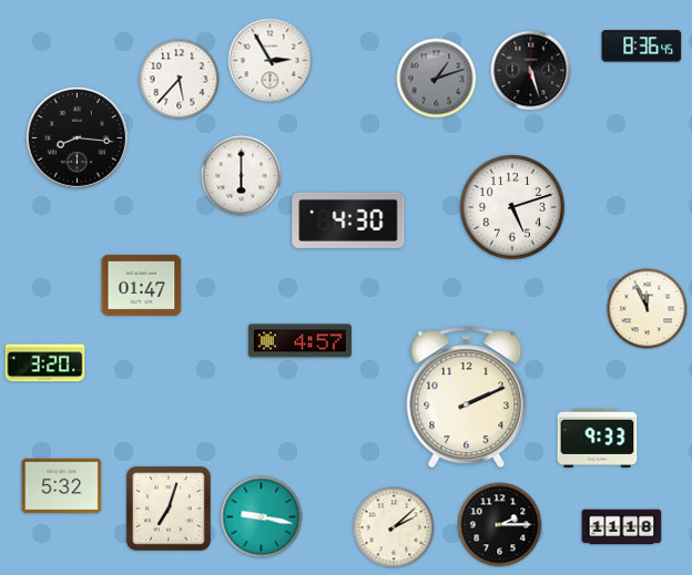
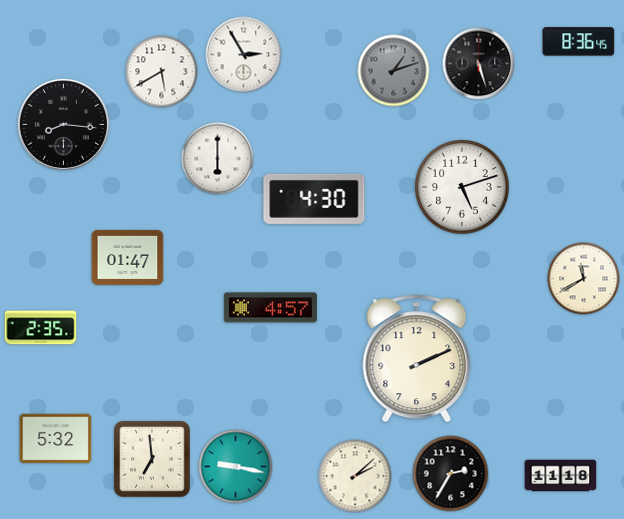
clock at (180, 80): 5:37 -> 5:40
clock at (77, 137) position: (77, 137) -> (63, 124)
clock at (648, 309): 11:56 -> 11:40
clock at (45, 363): 3:20 -> 2:35
clock at (467, 398) position: (467, 398) -> (417, 359)
clock at (598, 438): 9:33 -> none
clock at (169, 509): 7:03 -> 6:59
clock at (500, 525): 2:15 -> 2:35
